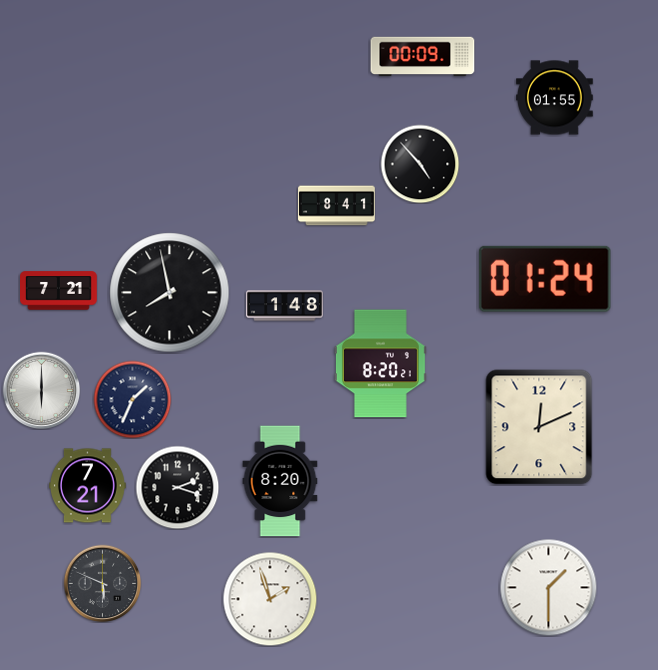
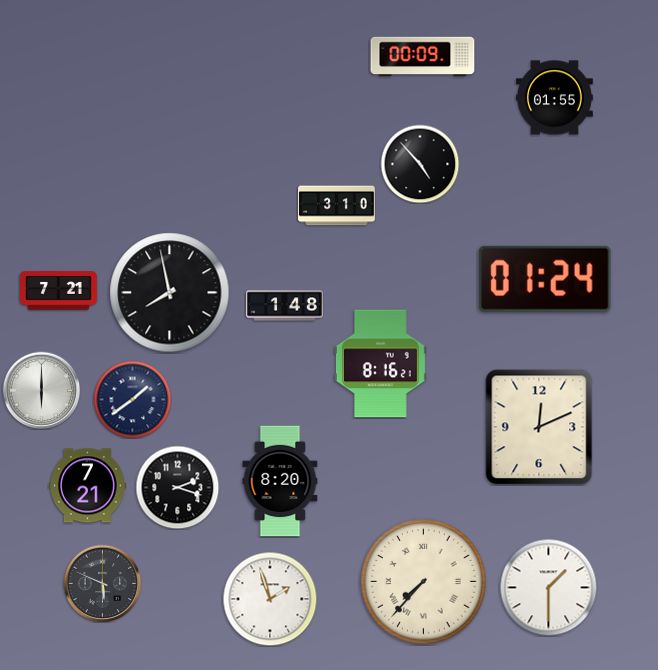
clock at (337, 206): 8:41 -> 3:10
clock at (380, 364): 8:20 -> 8:16
clock at (132, 399): 1:34 -> 1:39
clock at (424, 582): none -> 7:37
